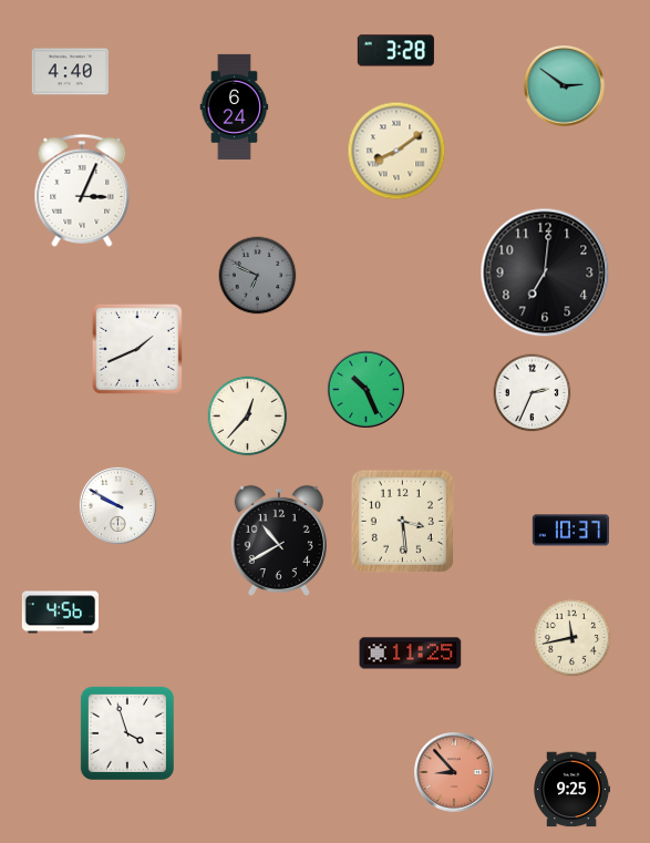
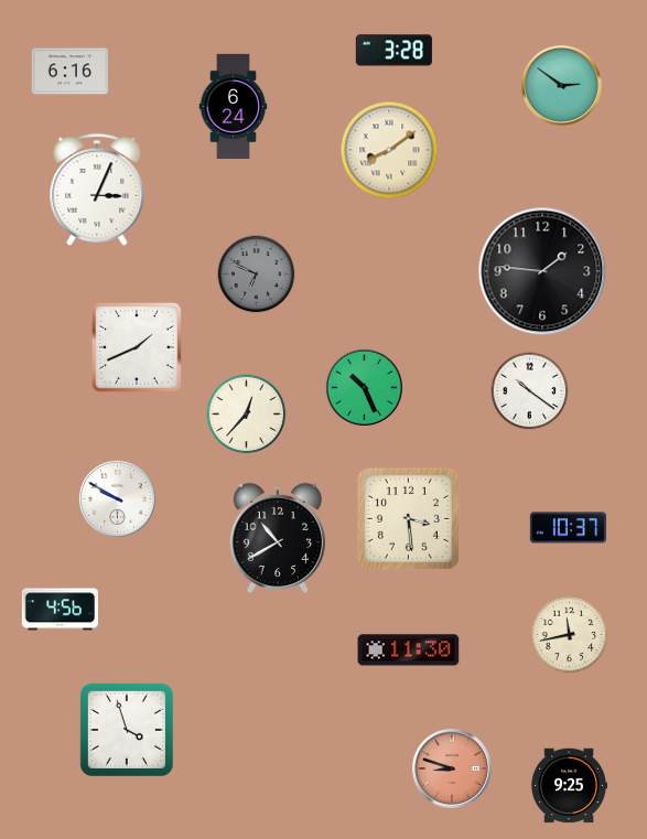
clock at (70, 72): 4:40 -> 6:16
clock at (396, 151) position: (396, 151) -> (389, 150)
clock at (82, 191) position: (82, 191) -> (97, 190)
clock at (545, 273): 7:01 -> 1:46
clock at (533, 393): 2:34 -> 10:21
clock at (117, 505) position: (117, 505) -> (117, 498)
clock at (402, 521) position: (402, 521) -> (408, 518)
clock at (411, 654): 11:25 -> 11:30
clock at (455, 773): 8:53 -> 8:48
